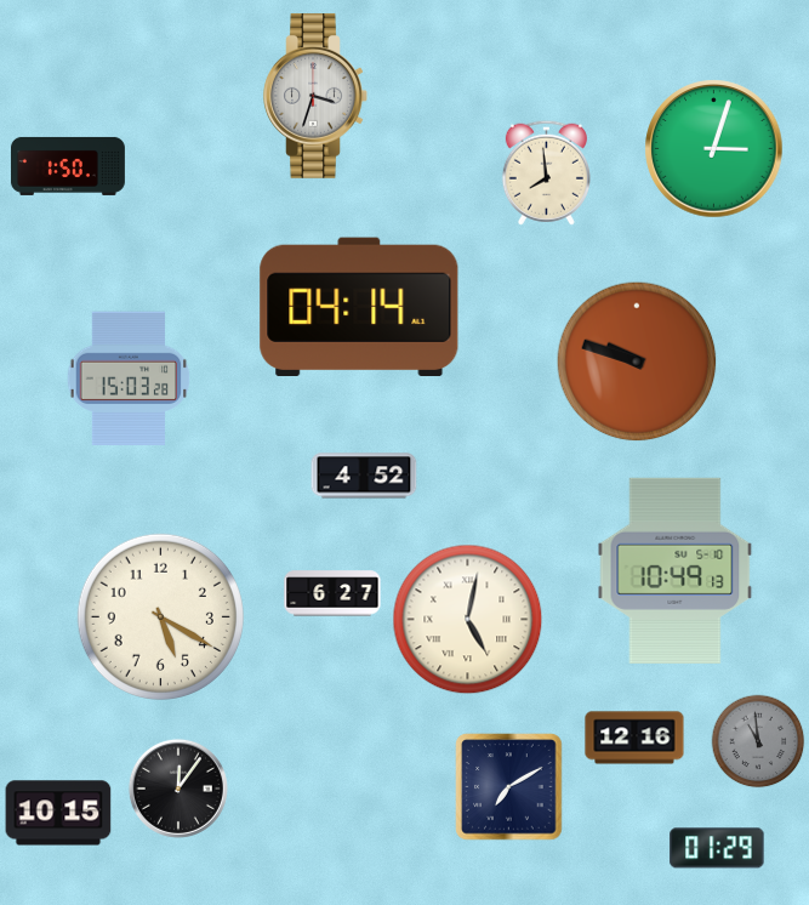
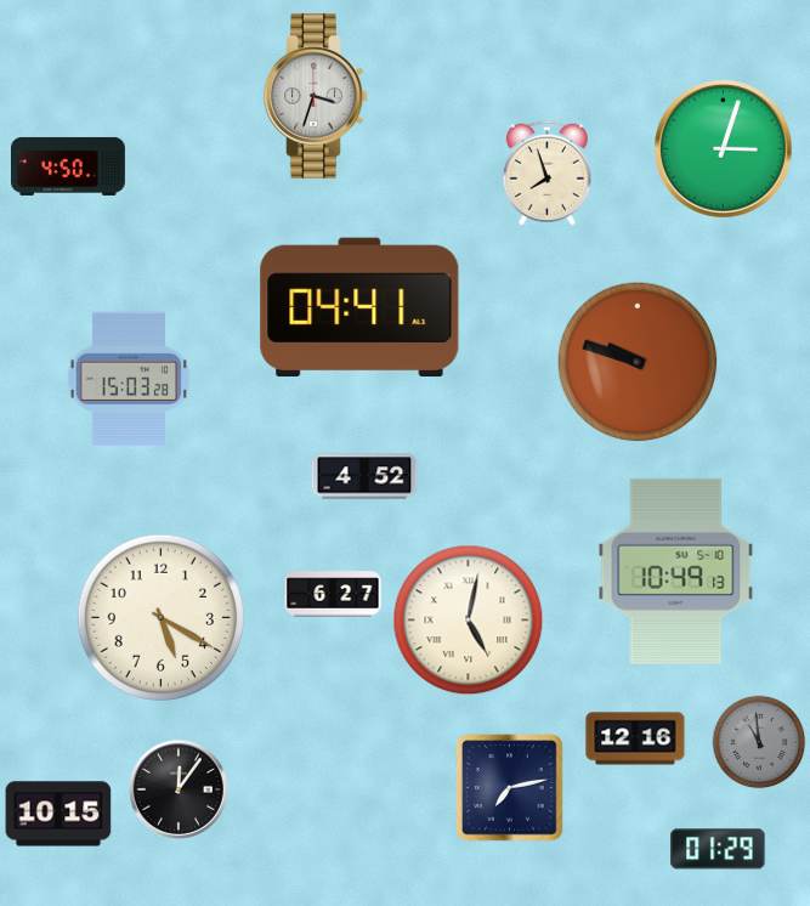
clock at (714, 149) position: (714, 149) -> (724, 149)
clock at (68, 166): 1:50 -> 4:50
clock at (546, 172): 7:59 -> 7:57
clock at (359, 306): 04:14 -> 04:41
clock at (509, 787): 7:10 -> 7:13
